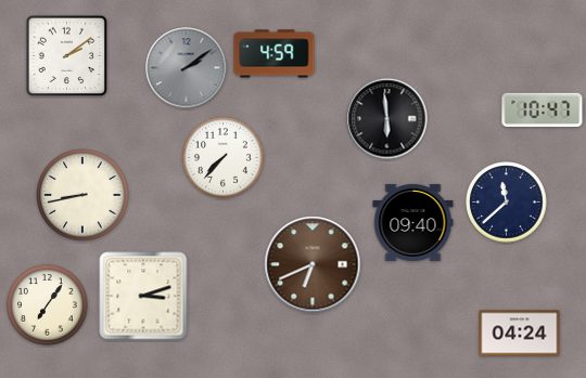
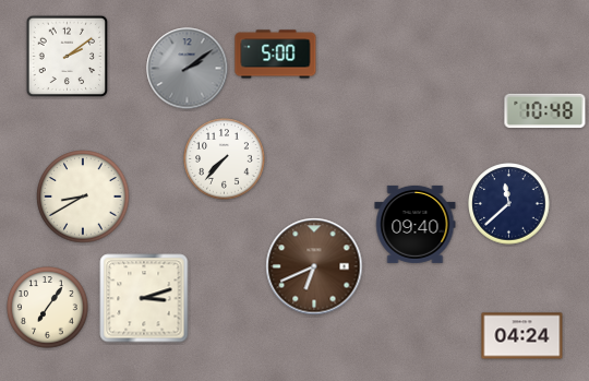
clock at (275, 54): 4:59 -> 5:00
clock at (543, 110): 10:47 -> 10:48
clock at (387, 119): 5:59 -> none
clock at (82, 195): 8:43 -> 8:40
